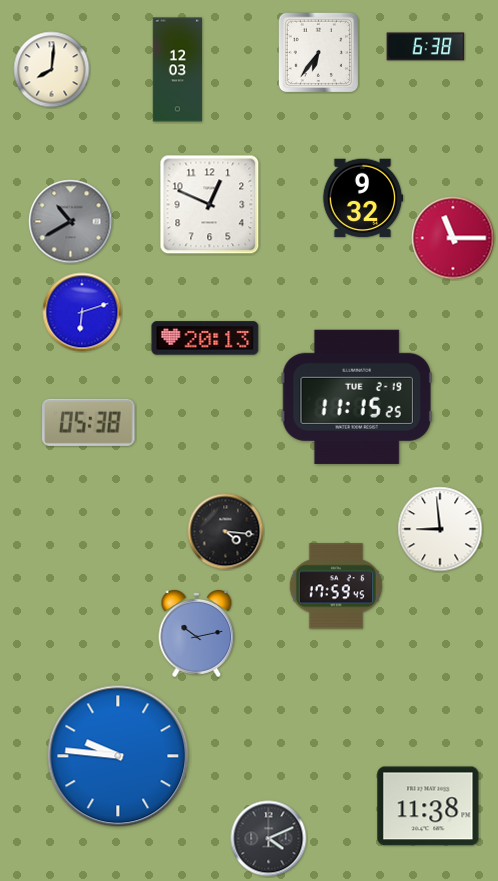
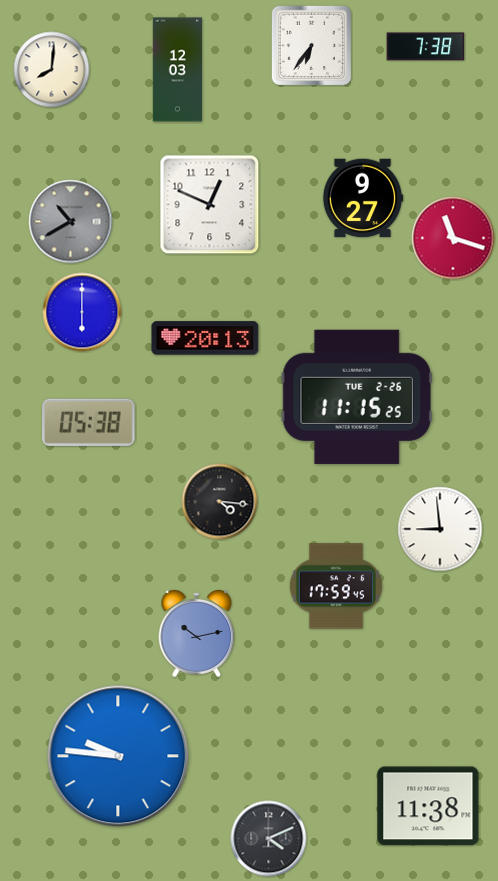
clock at (426, 47): 6:38 -> 7:38
clock at (318, 52) position: (318, 52) -> (311, 45)
clock at (363, 198): 9:32 -> 9:27
clock at (453, 238): 11:15 -> 11:18
clock at (82, 312): 6:12 -> 6:00
clock at (357, 397) date: TUE 2-19 -> TUE 2-26
clock at (226, 532) position: (226, 532) -> (220, 502)
